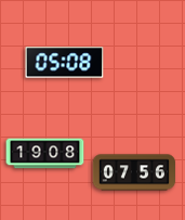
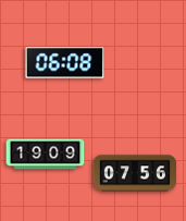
clock at (65, 63): 05:08 -> 06:08
clock at (45, 154): 19:08 -> 19:09
